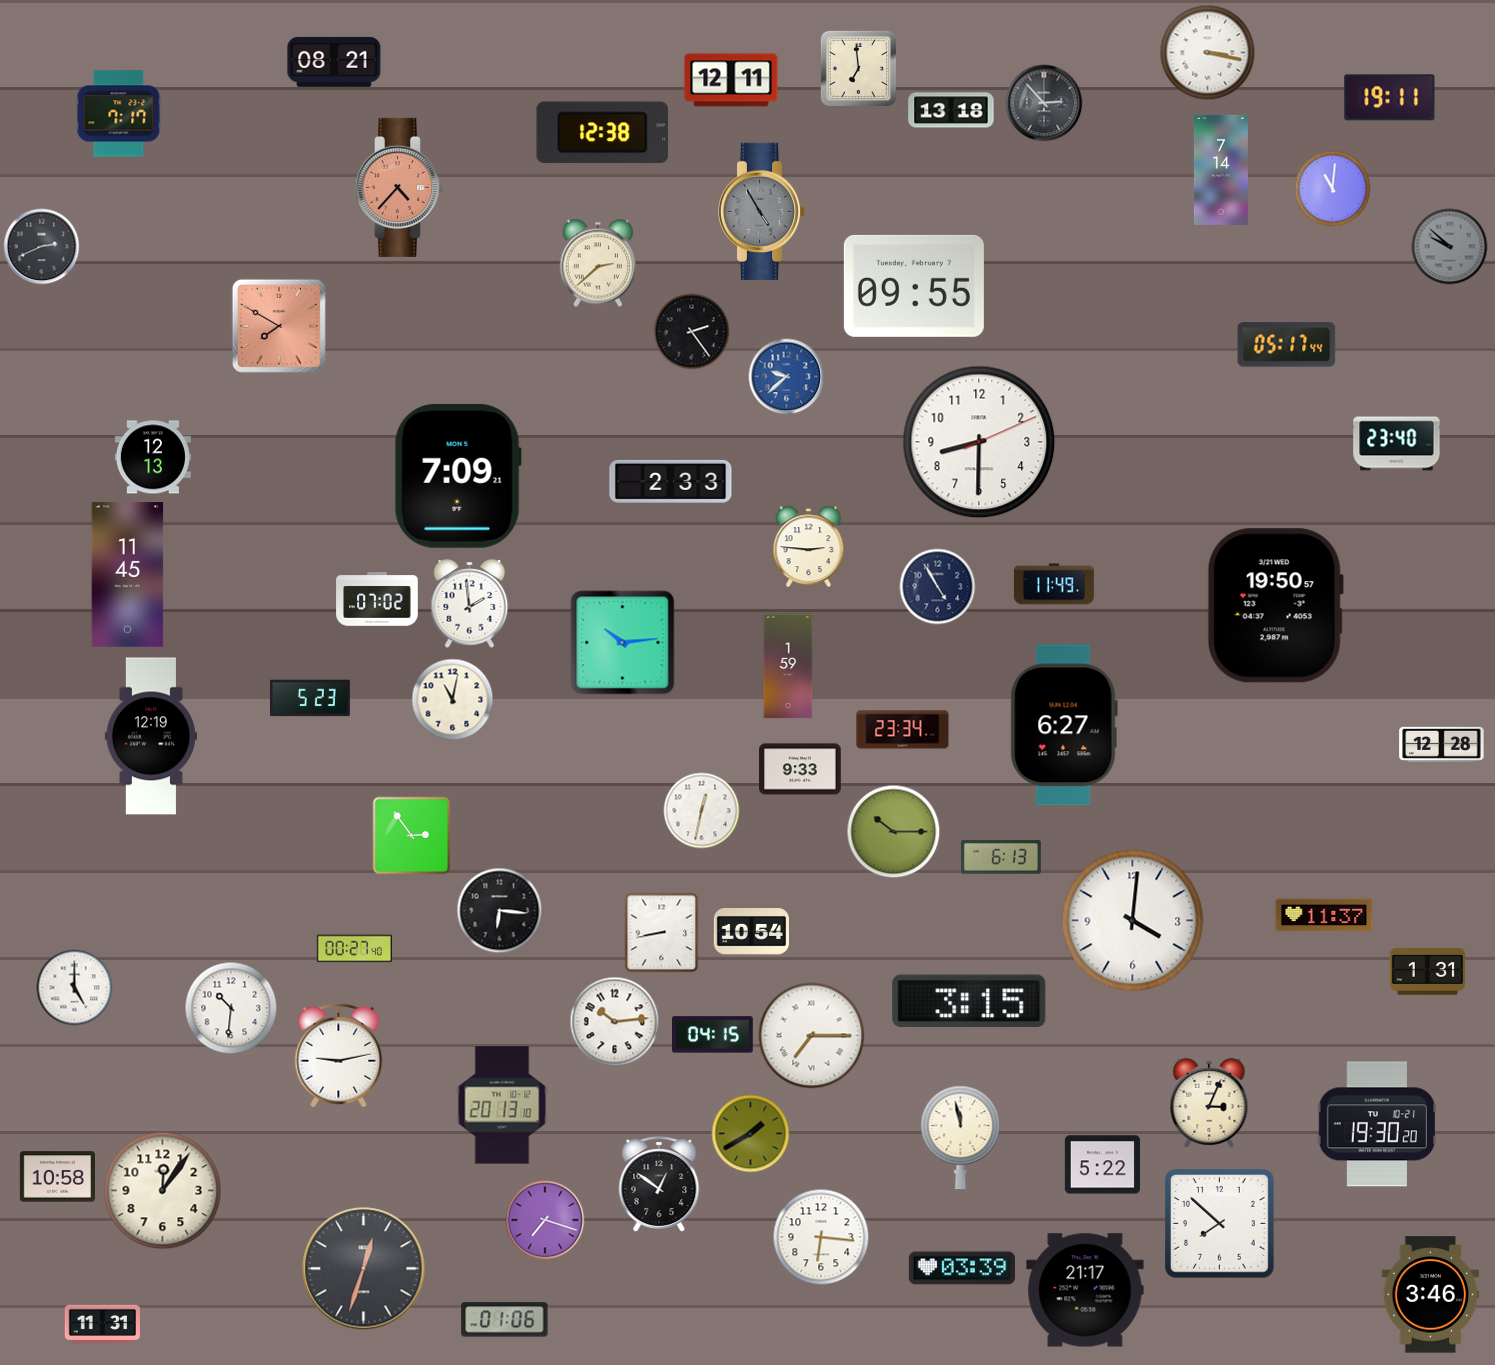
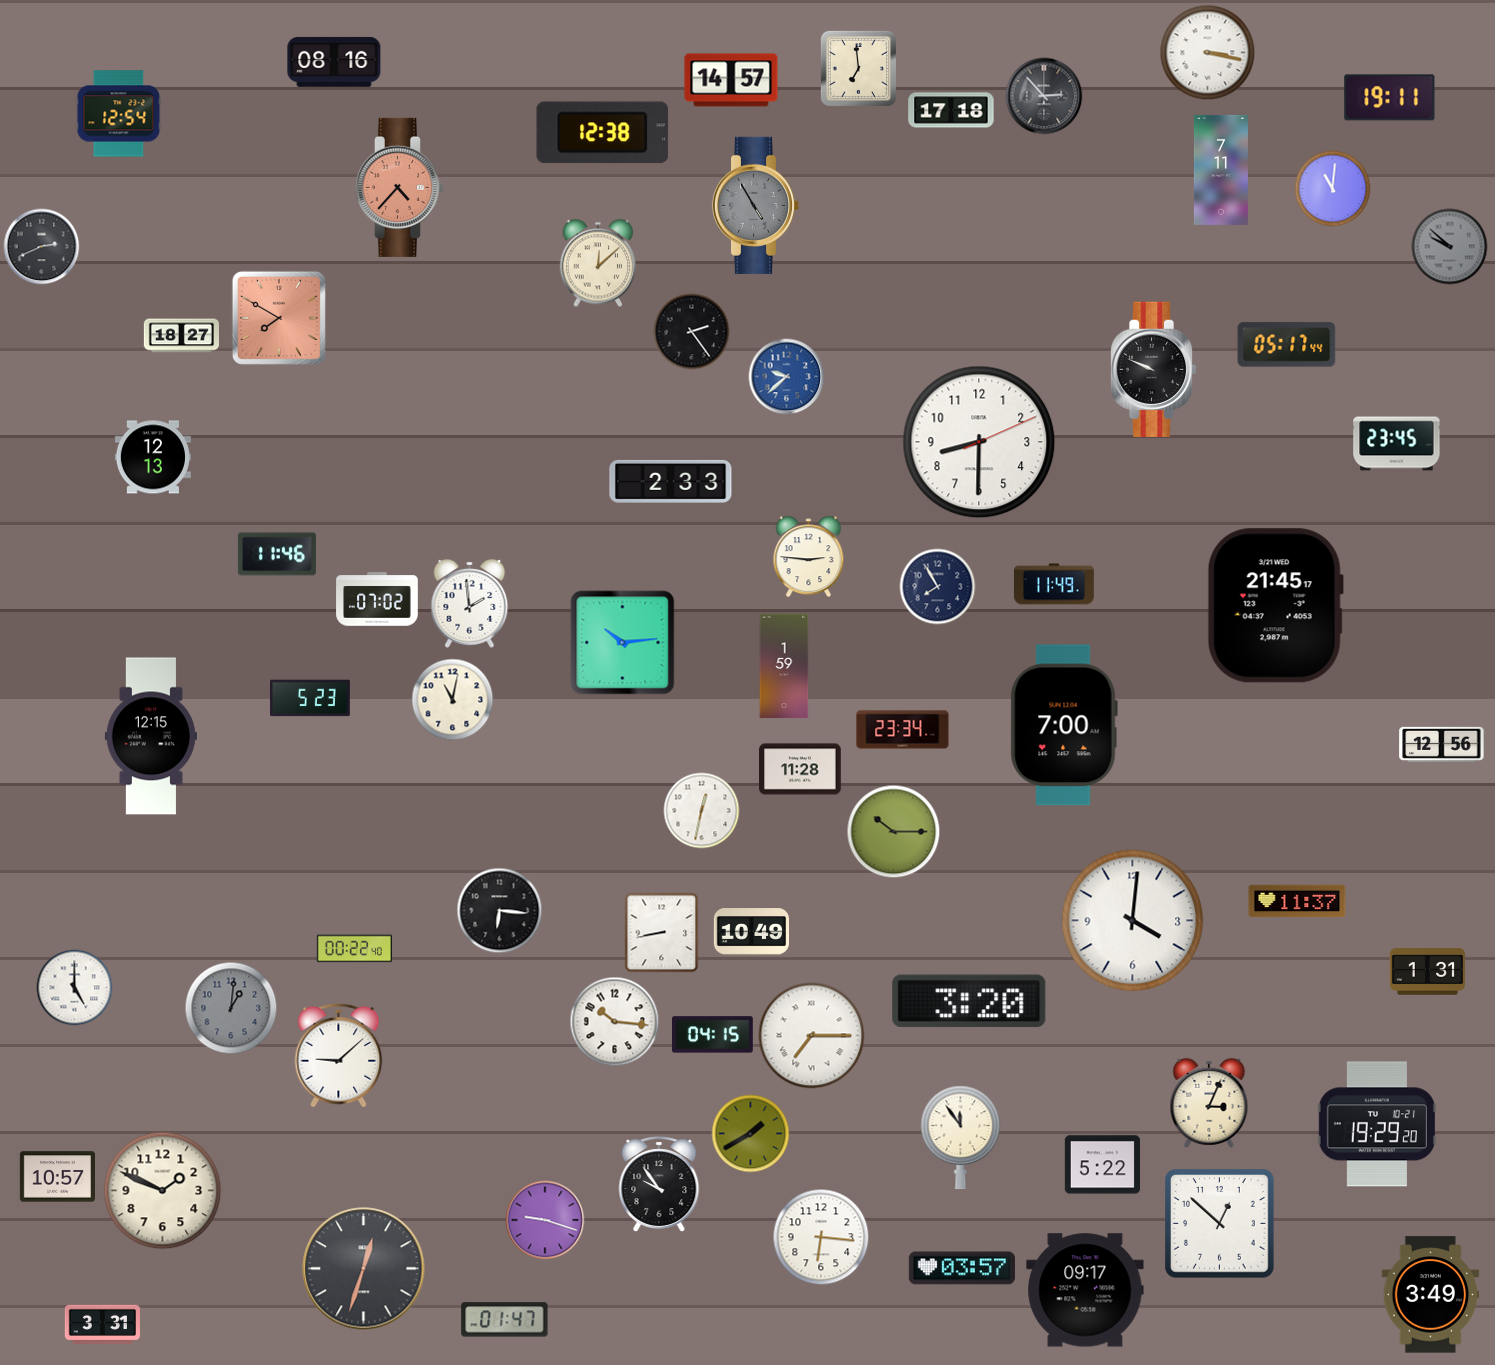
clock at (334, 62): 08:21 -> 08:16
clock at (731, 80): 12:11 -> 14:57
clock at (1044, 103) position: (1044, 103) -> (1044, 96)
clock at (951, 110): 13:18 -> 17:18
clock at (119, 114): 7:17 -> 12:54
clock at (1221, 170): 7:14 -> 7:11
clock at (762, 211) position: (762, 211) -> (756, 205)
clock at (598, 263): 2:38 -> 12:08
clock at (914, 286): 09:55 -> none
clock at (279, 326) position: (279, 326) -> (279, 318)
clock at (181, 336): none -> 18:27
clock at (1153, 370): none -> 9:49
clock at (1397, 444): 23:40 -> 23:45
clock at (458, 476): 7:09 -> none
clock at (809, 547) position: (809, 547) -> (809, 557)
clock at (277, 554): none -> 11:46
clock at (128, 575): 11:45 -> none
clock at (938, 587): 4:55 -> 7:55
clock at (1275, 606): 19:50 -> 21:45
clock at (788, 666) position: (788, 666) -> (784, 666)
clock at (1064, 725): 6:27 -> 7:00
clock at (151, 736): 12:19 -> 12:15
clock at (1442, 744): 12:28 -> 12:56
clock at (800, 769): 9:33 -> 11:28
clock at (412, 836): 2:54 -> none
clock at (1001, 857): 6:13 -> none
clock at (1324, 915) position: (1324, 915) -> (1297, 901)
clock at (751, 932): 10:54 -> 10:49
clock at (354, 949): 00:27 -> 00:22
clock at (969, 1001): 3:15 -> 3:20
clock at (231, 1008): 10:31 -> 1:01
clock at (231, 1008) dial: white -> grey
clock at (615, 1022): 10:14 -> 10:16
clock at (339, 1055): 9:13 -> 9:08
clock at (502, 1105): 20:13 -> none
clock at (1377, 1124): 19:30 -> 19:29
clock at (961, 1138): 11:58 -> 11:54
clock at (57, 1177): 10:58 -> 10:57
clock at (659, 1184): 12:51 -> 9:54
clock at (163, 1191): 12:06 -> 1:49
clock at (545, 1220): 7:18 -> 9:18
clock at (1220, 1224): 7:52 -> 12:52
clock at (961, 1268): 03:39 -> 03:57
clock at (1085, 1290): 21:17 -> 09:17
clock at (1431, 1295): 3:46 -> 3:49
clock at (505, 1320): 01:06 -> 01:47
clock at (102, 1324): 11:31 -> 3:31
